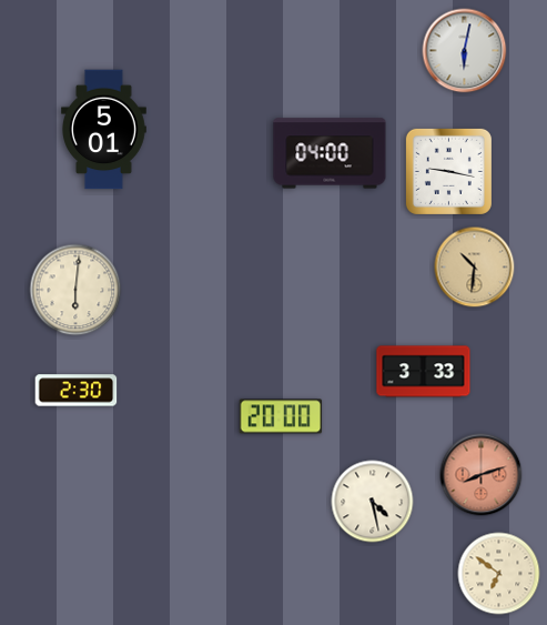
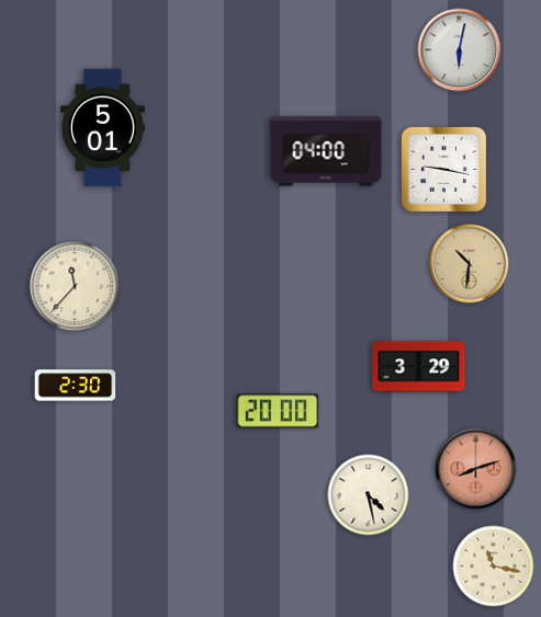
clock at (75, 290): 6:01 -> 11:37
clock at (424, 372): 3:33 -> 3:29
clock at (499, 574): 6:51 -> 11:17
